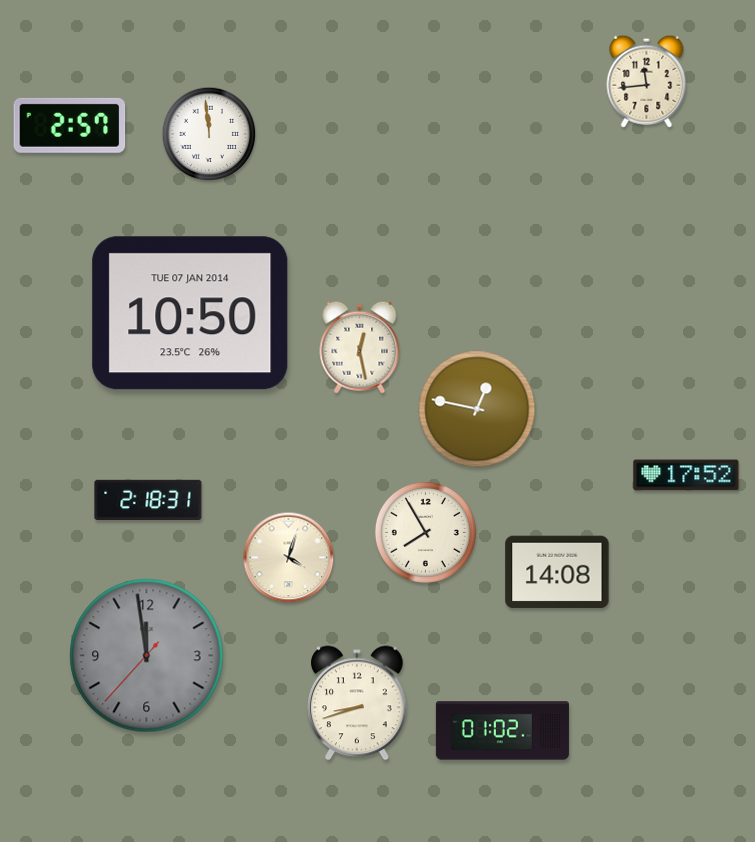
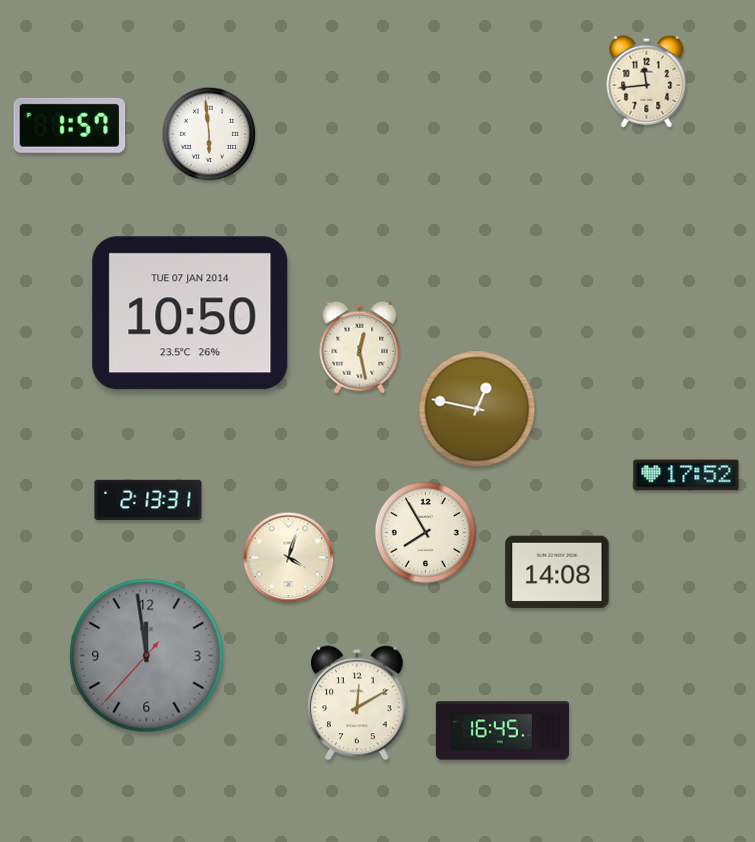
clock at (70, 125): 2:57 -> 1:57
clock at (209, 134): 11:59 -> 5:59
clock at (148, 499): 2:18 -> 2:13
clock at (357, 703): 8:42 -> 12:10
clock at (502, 731): 01:02 -> 16:45
